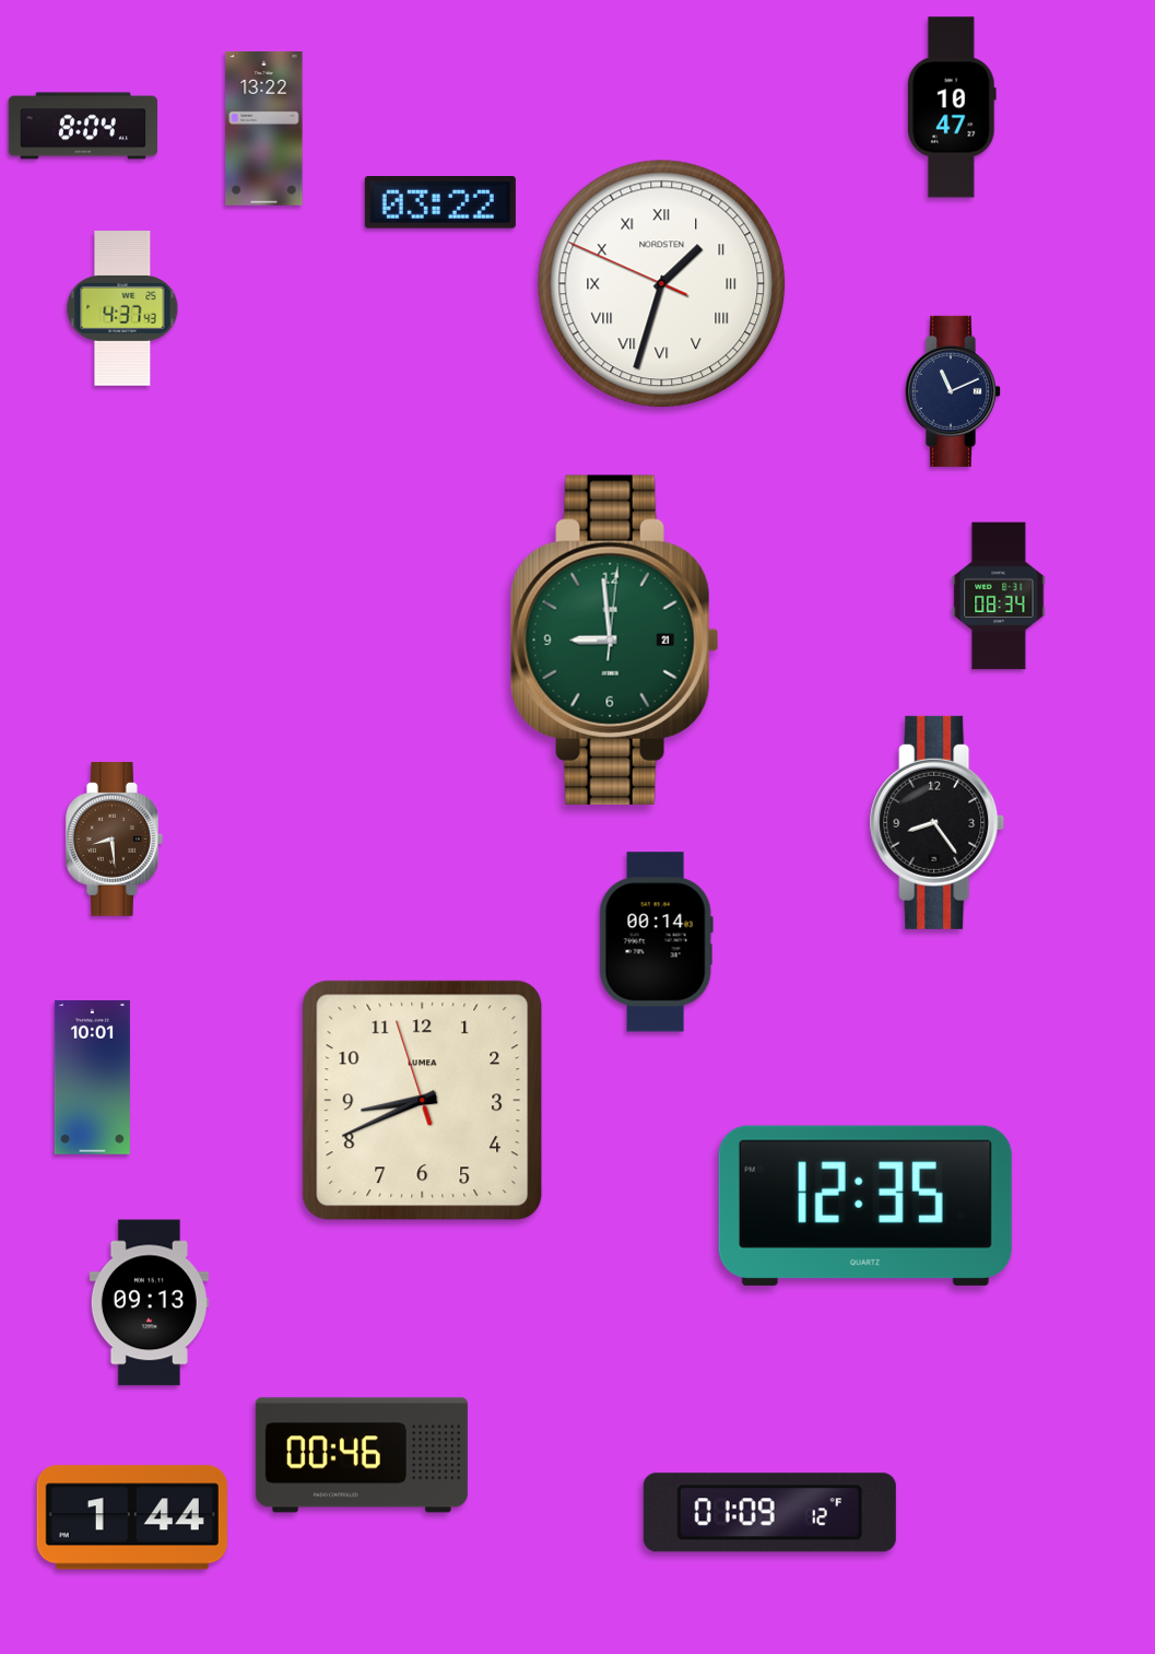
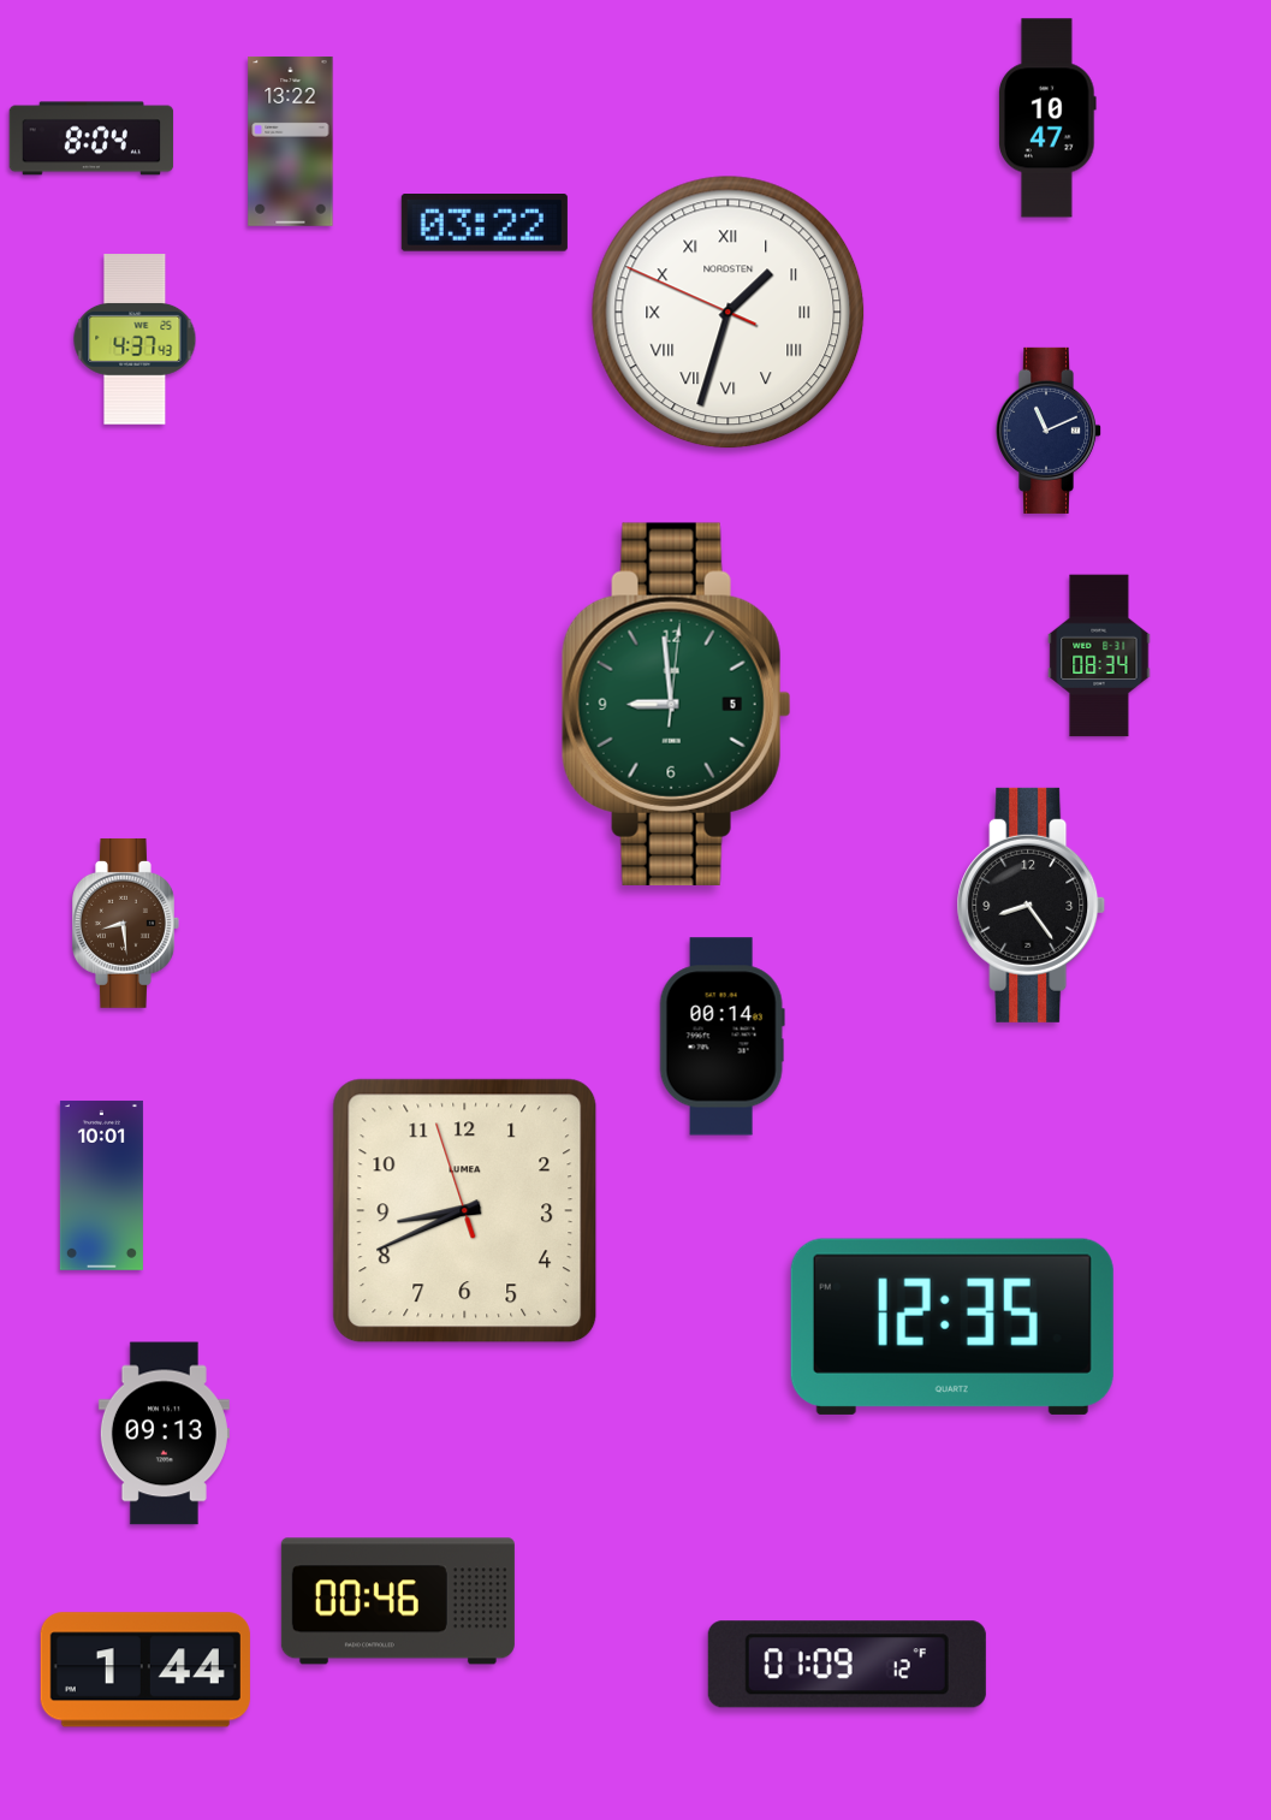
clock at (614, 640) date: 21 -> 5
